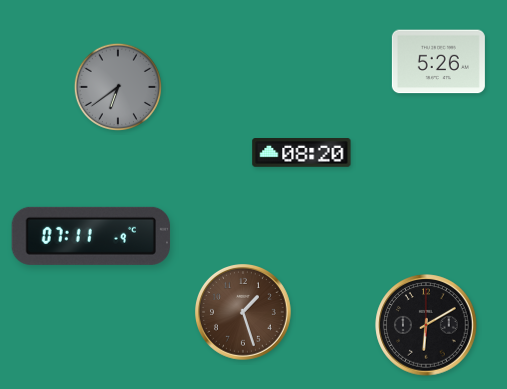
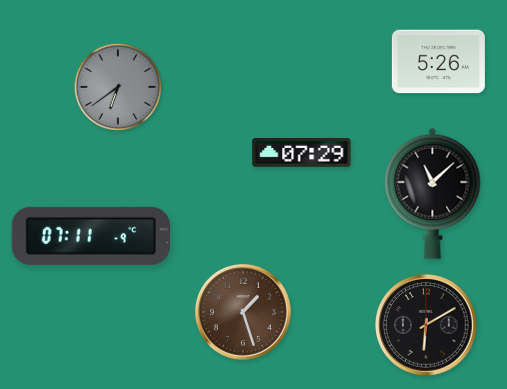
clock at (302, 153): 08:20 -> 07:29
clock at (433, 193): none -> 11:08
